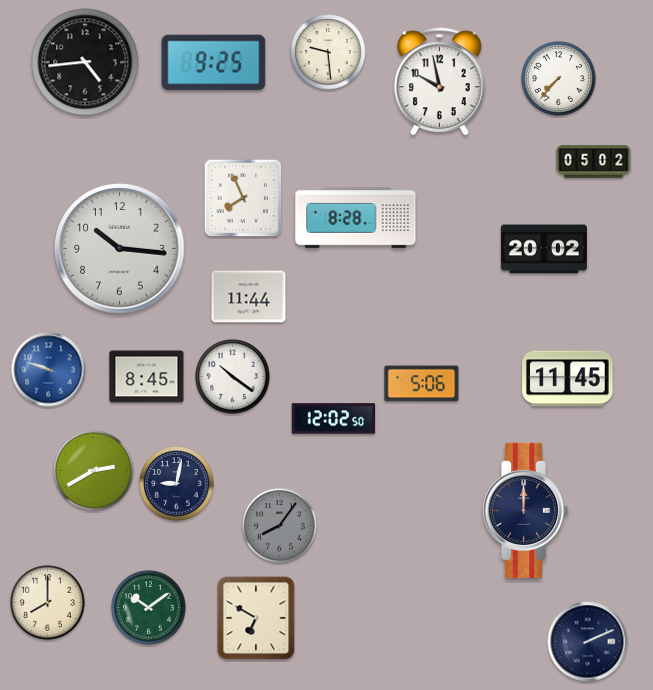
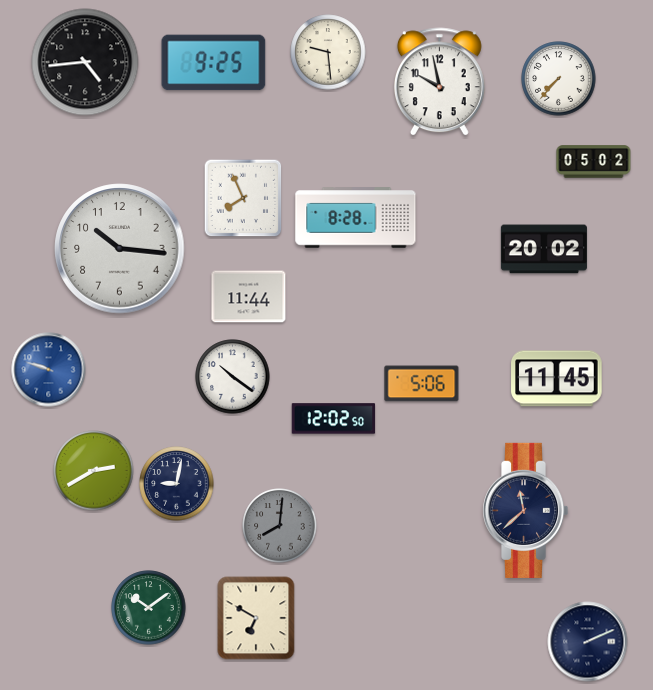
clock at (147, 377): 8:45 -> none
clock at (568, 379) position: (568, 379) -> (557, 379)
clock at (525, 510): 12:00 -> 11:38
clock at (280, 526): 8:06 -> 8:01
clock at (48, 603): 8:00 -> none
